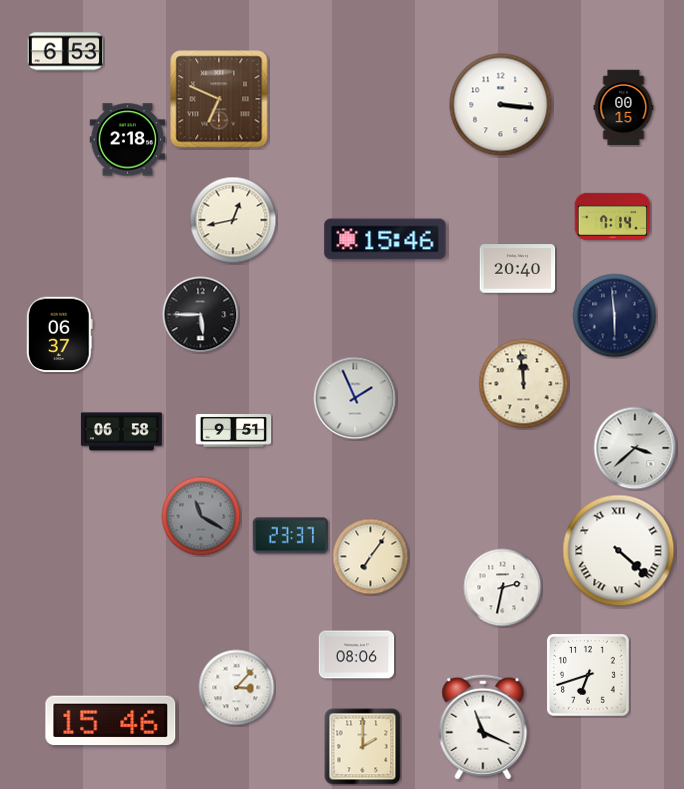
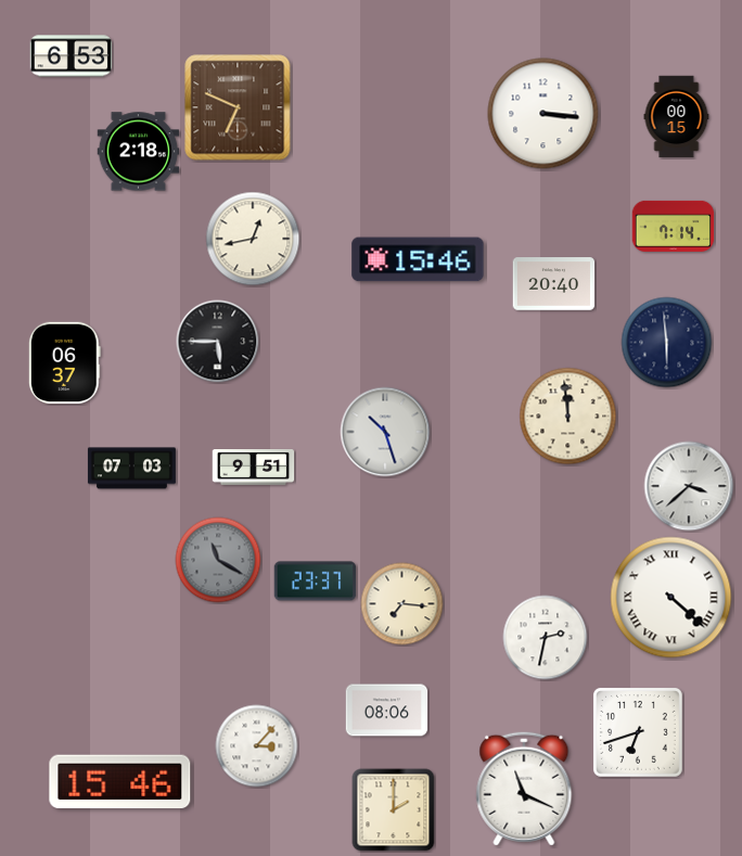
clock at (613, 216) position: (613, 216) -> (674, 226)
clock at (518, 269) position: (518, 269) -> (554, 284)
clock at (355, 398): 1:56 -> 10:27
clock at (121, 432): 06:58 -> 07:03
clock at (371, 557): 7:06 -> 7:16
